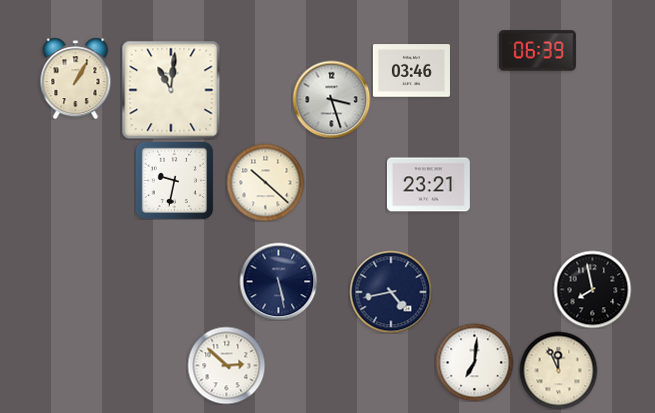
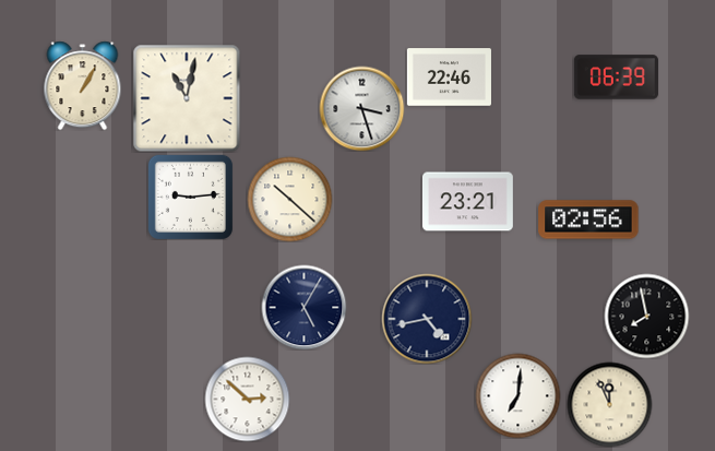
clock at (537, 51) position: (537, 51) -> (616, 78)
clock at (411, 71): 03:46 -> 22:46
clock at (171, 90): 11:01 -> 11:02
clock at (174, 180): 9:32 -> 9:14
clock at (588, 219): none -> 02:56
clock at (278, 281): 5:28 -> 5:05
